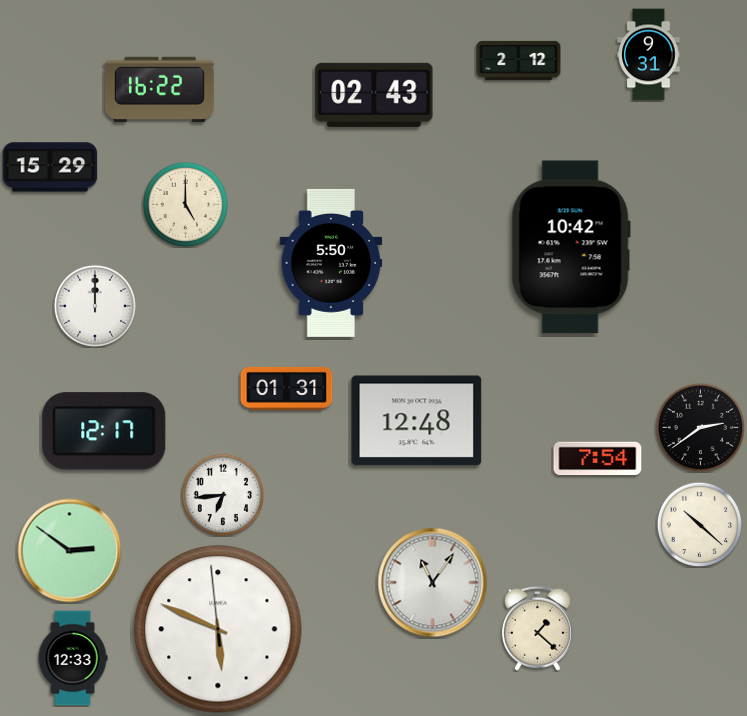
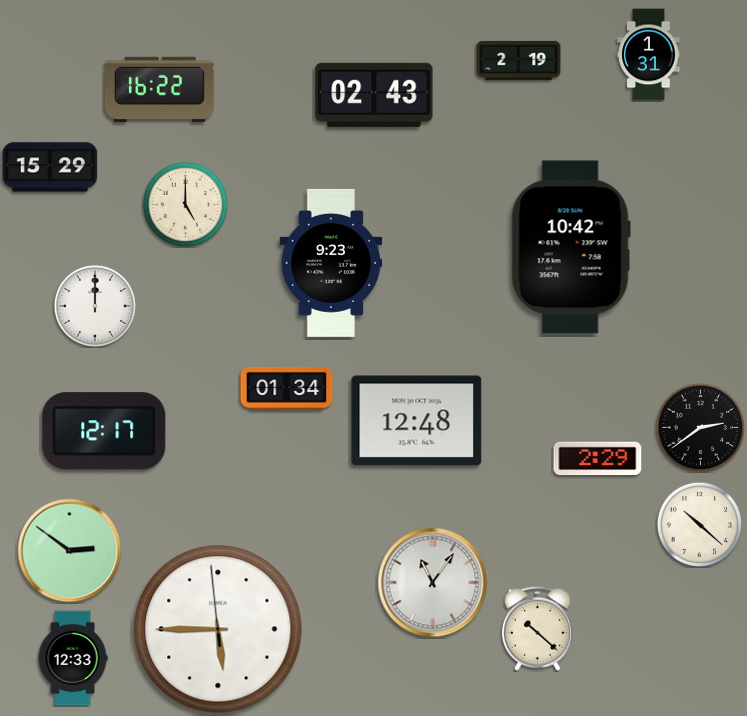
clock at (649, 55): 9:31 -> 1:31
clock at (519, 60): 2:12 -> 2:19
clock at (331, 263): 5:50 -> 9:23
clock at (287, 388): 01:31 -> 01:34
clock at (598, 459): 7:54 -> 2:29
clock at (222, 494): 6:44 -> none
clock at (537, 628): 1:22 -> 10:22
clock at (218, 629): 5:48 -> 5:44
